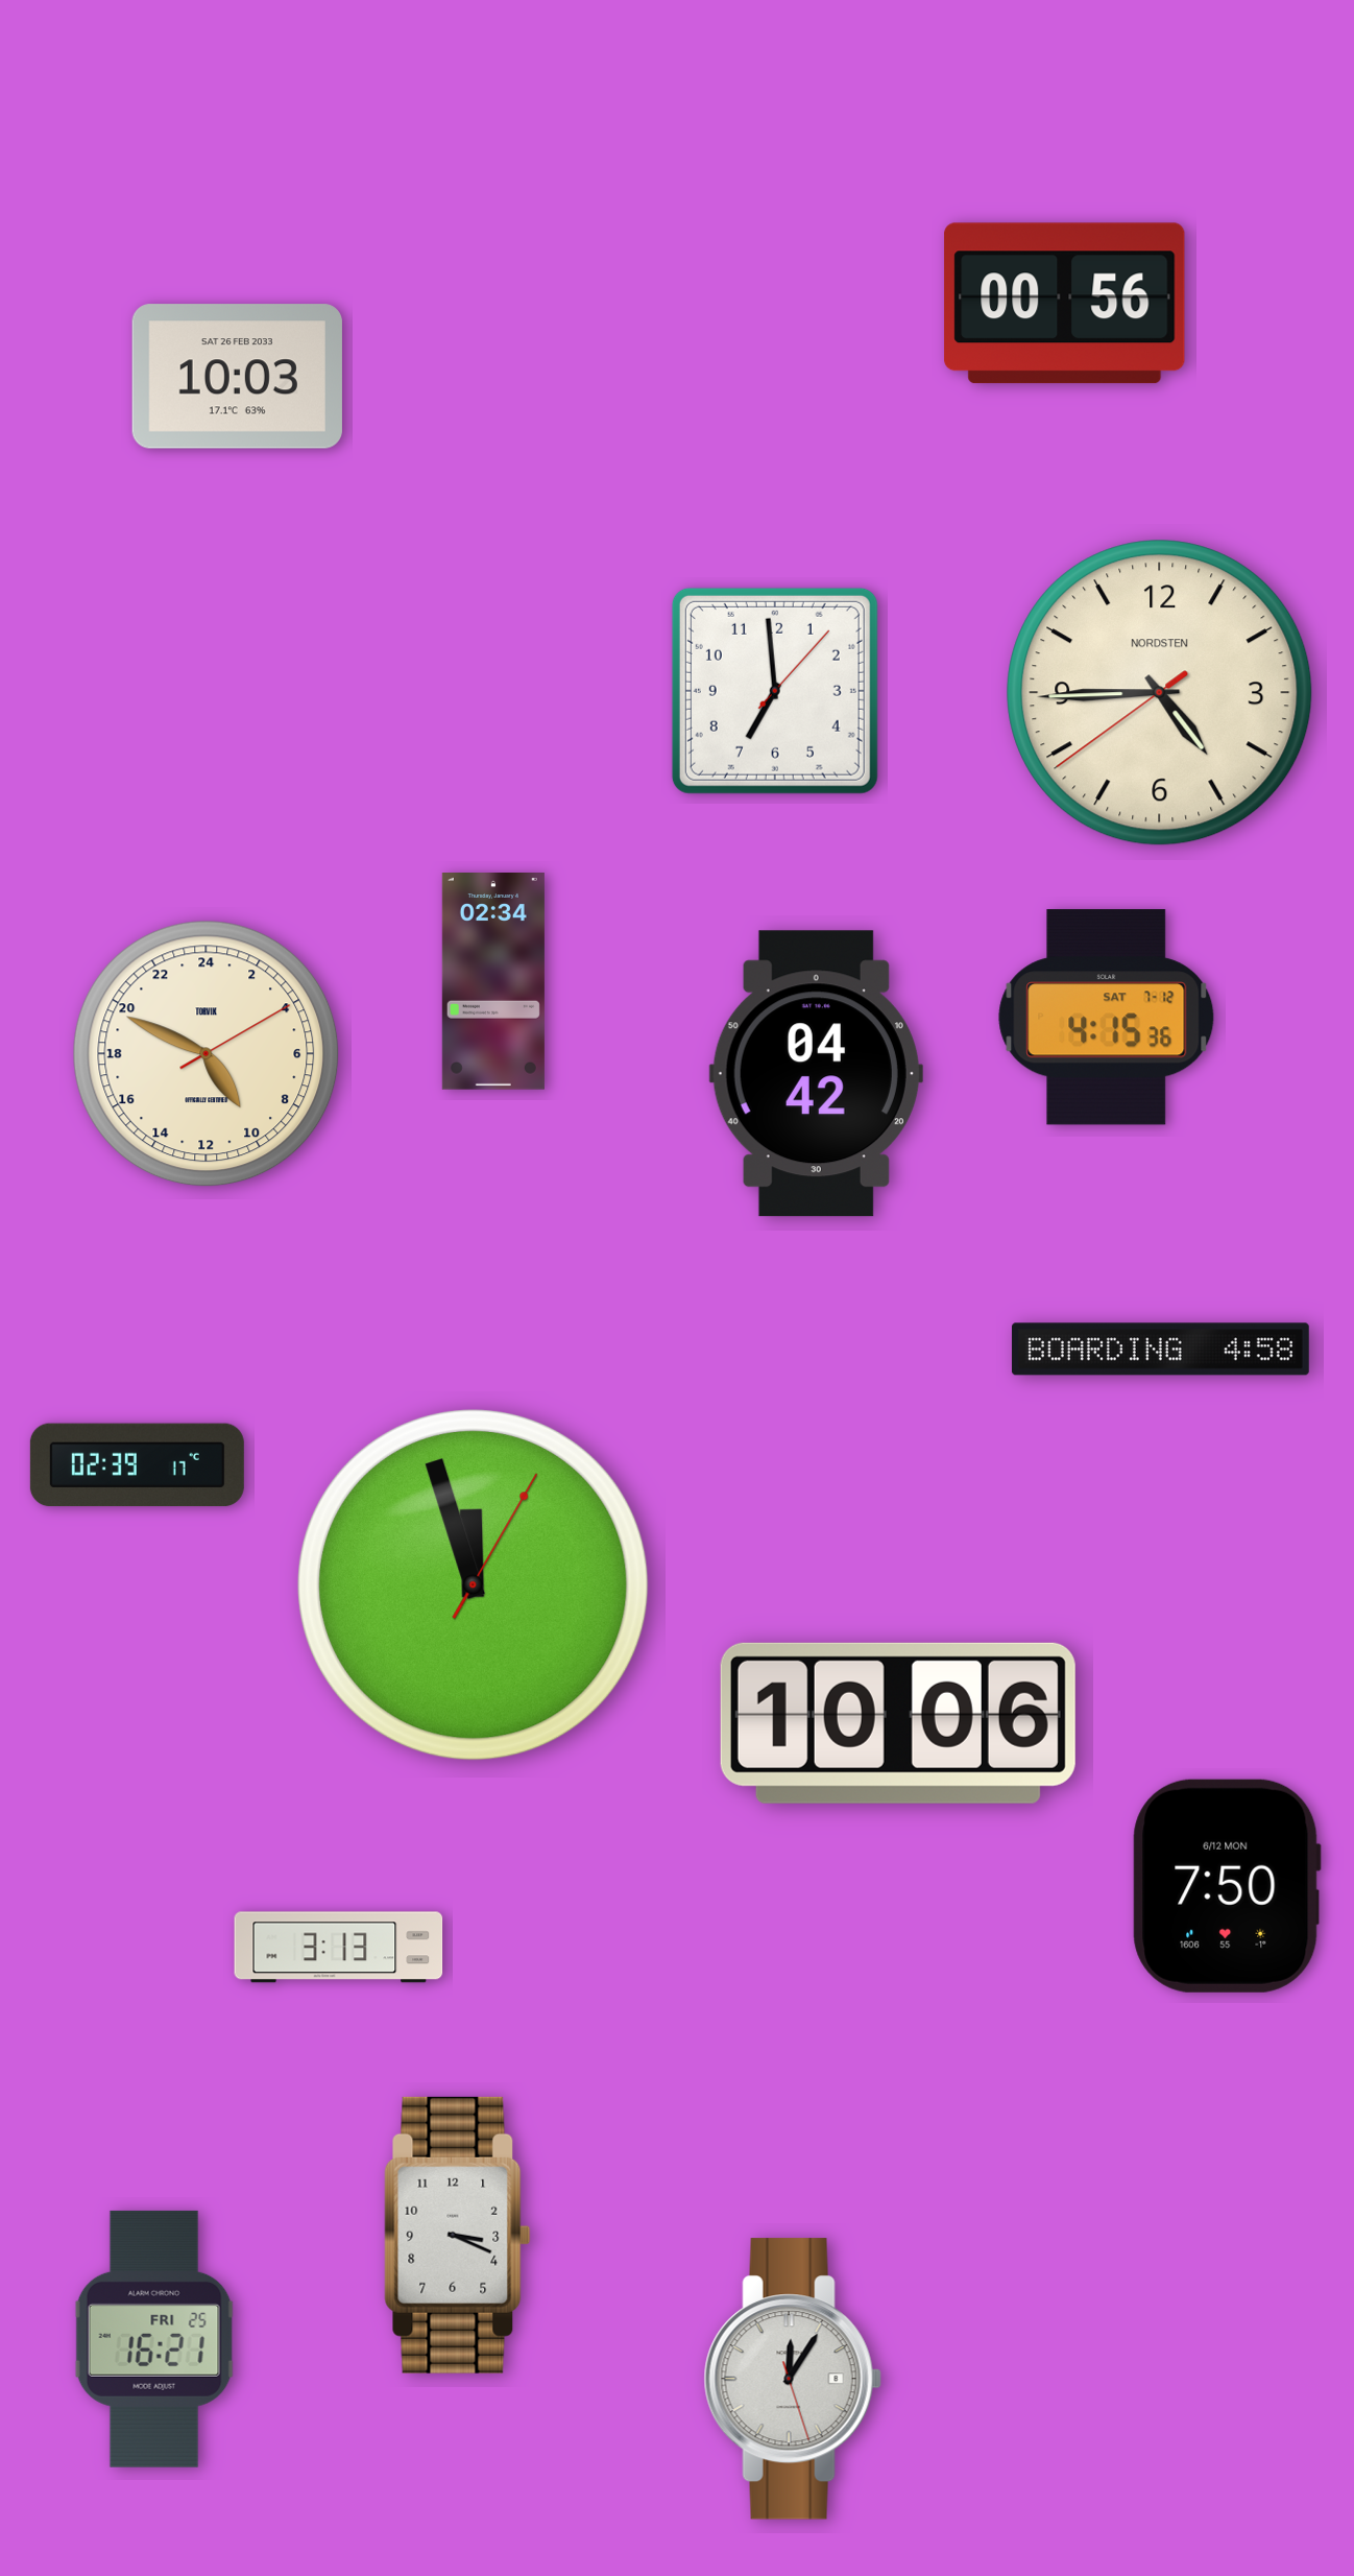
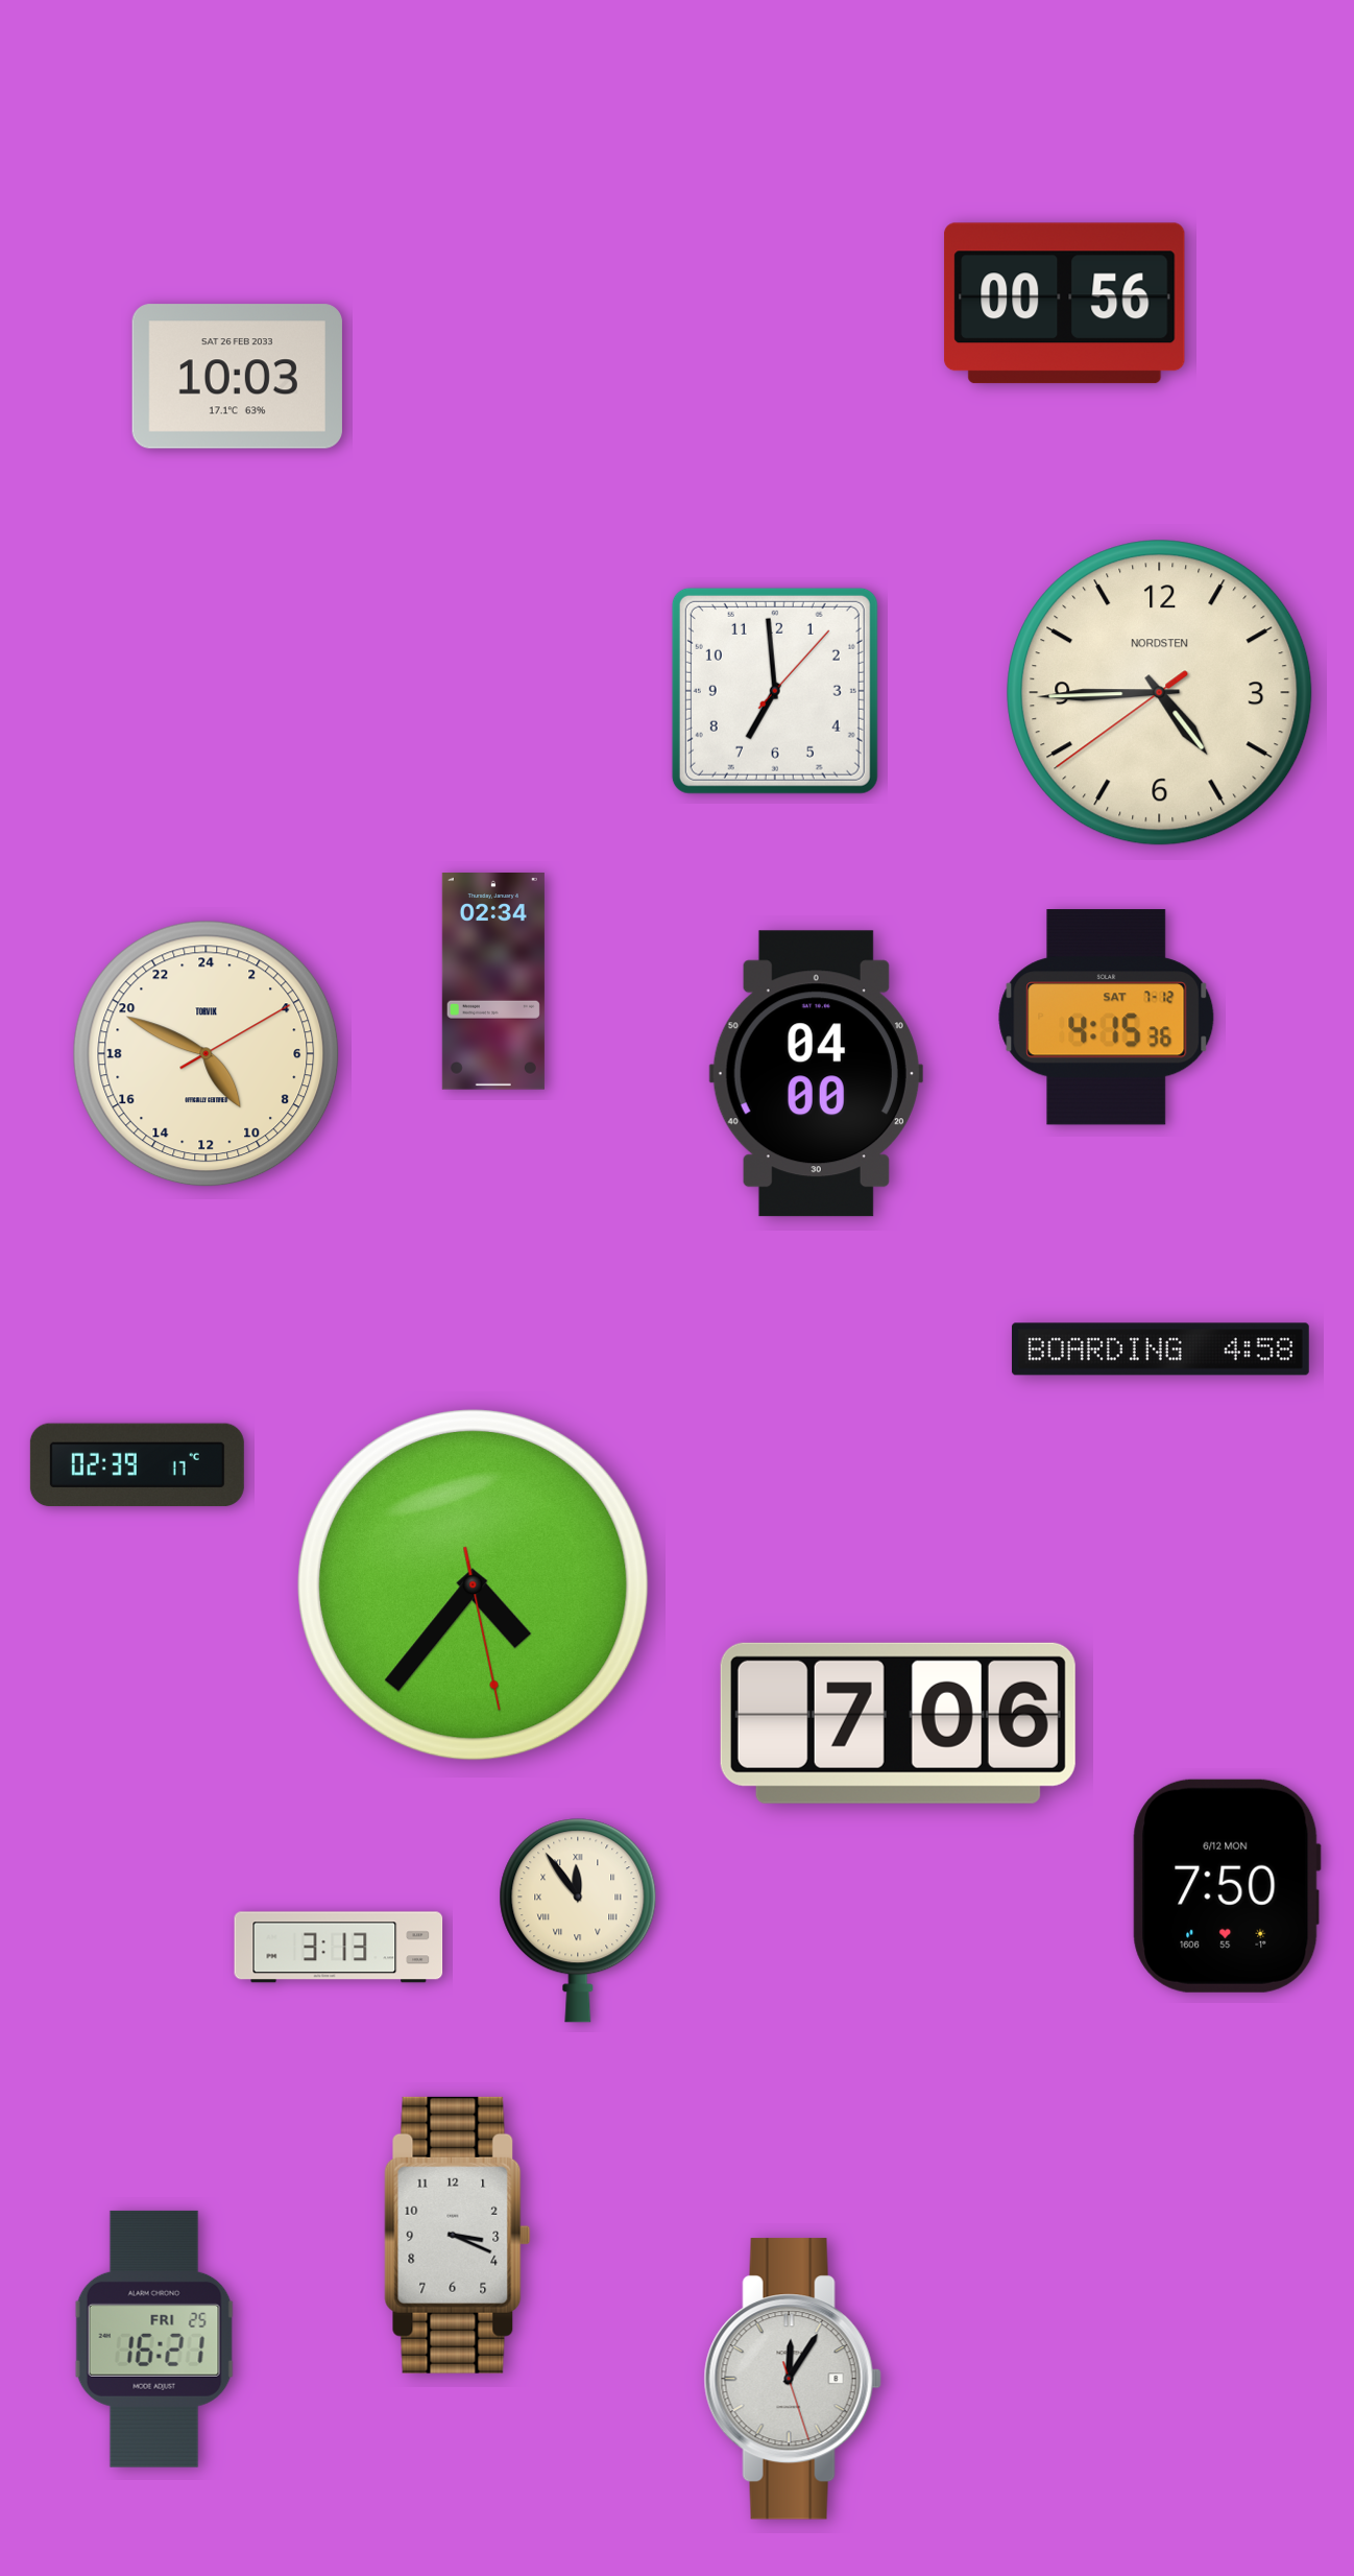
clock at (816, 1074): 04:42 -> 04:00
clock at (473, 1584): 11:57 -> 4:36
clock at (898, 1723): 10:06 -> 7:06
clock at (578, 1921): none -> 11:54
